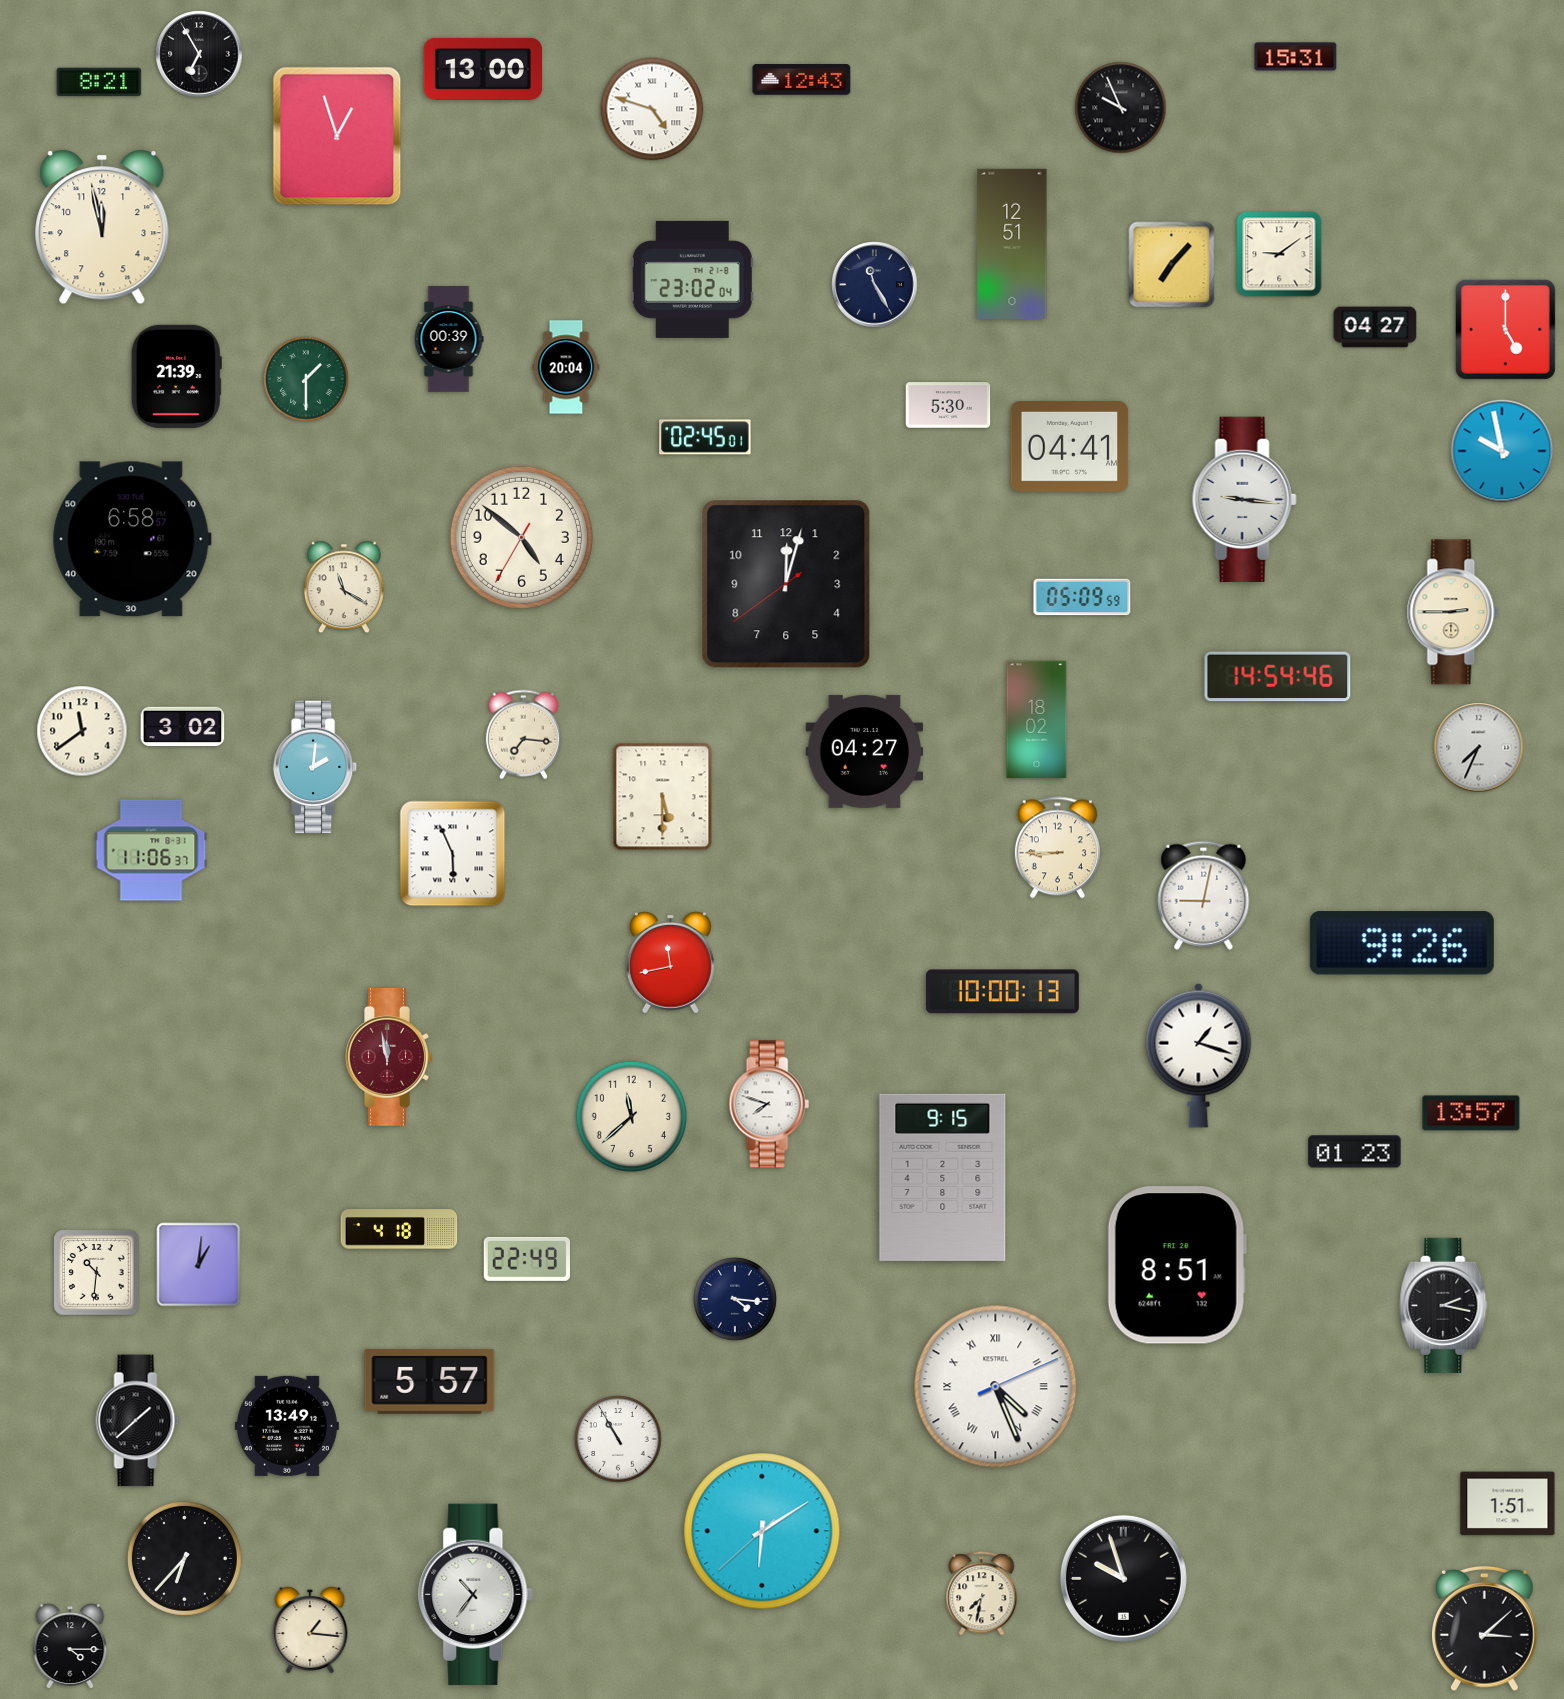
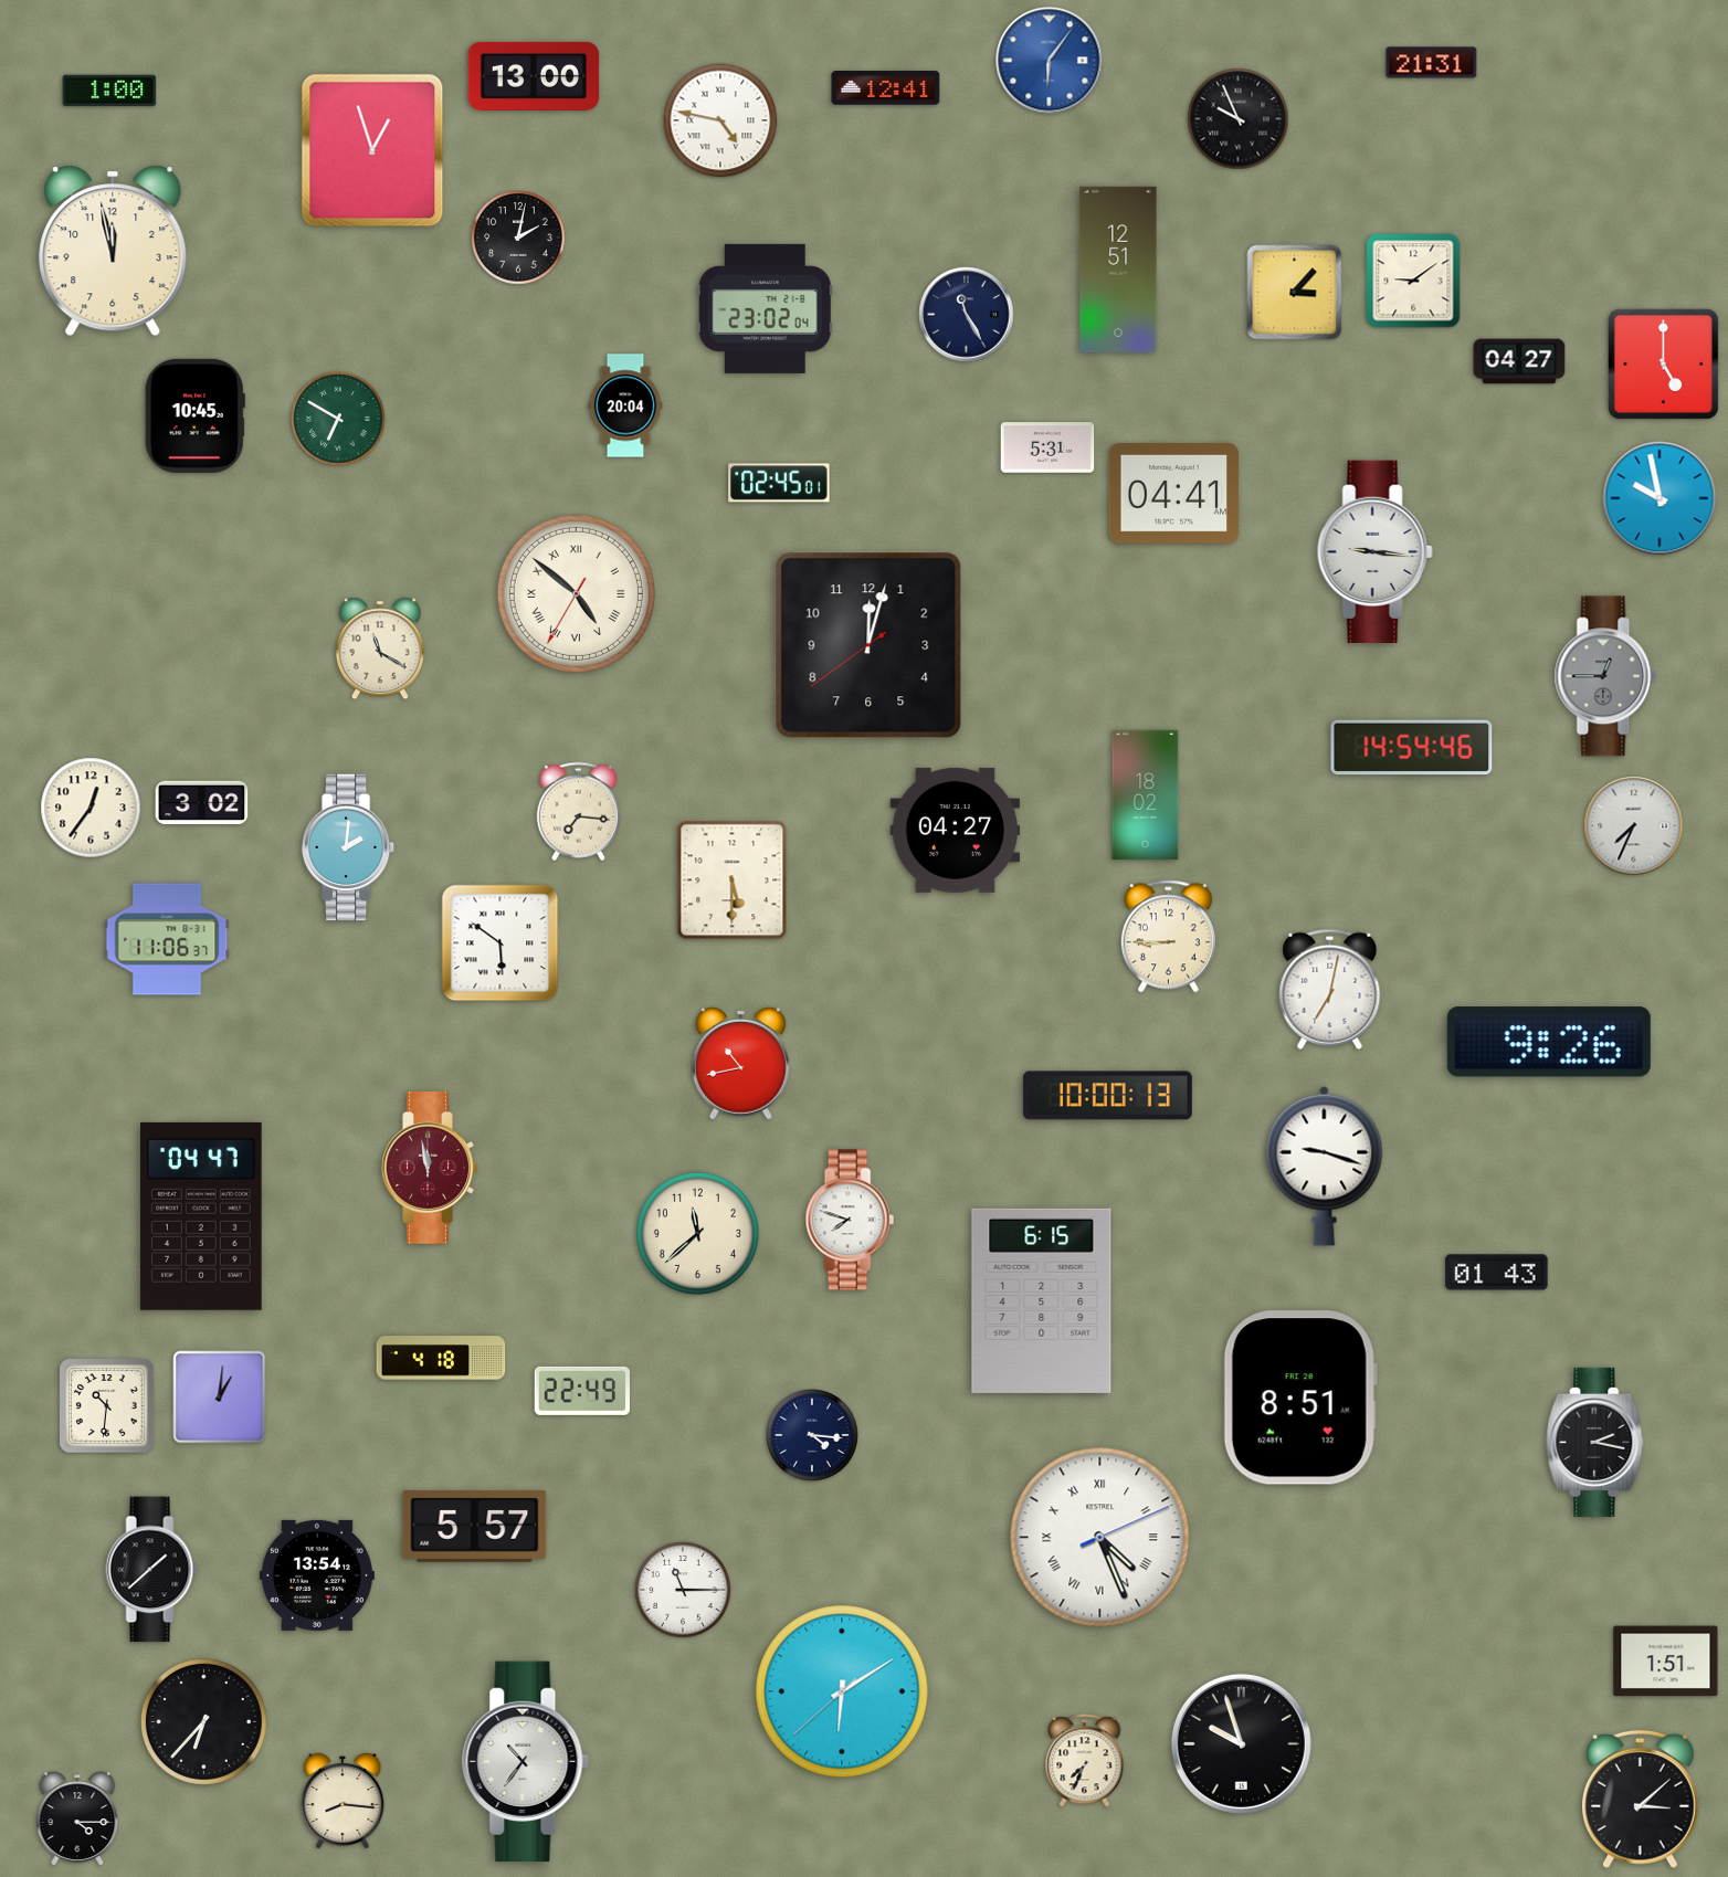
clock at (199, 54): 6:55 -> none
clock at (1050, 61): none -> 6:06
clock at (1296, 57): 15:31 -> 21:31
clock at (802, 80): 12:43 -> 12:41
clock at (99, 82): 8:21 -> 1:00
clock at (652, 109): 4:48 -> 4:47
clock at (518, 238): none -> 2:02
clock at (1172, 265): 7:07 -> 3:07
clock at (449, 339): 00:39 -> none
clock at (176, 376): 21:39 -> 10:45
clock at (306, 379): 1:30 -> 6:50
clock at (948, 405): 5:30 -> 5:31
clock at (1070, 446) position: (1070, 446) -> (1174, 493)
clock at (521, 537) numerals: Arabic -> Roman
clock at (132, 539): 6:58 -> none
clock at (1082, 597): 05:09 -> none
clock at (1453, 612): 2:45 -> 12:45
clock at (1453, 612) dial: cream -> grey
clock at (82, 731): 11:39 -> 12:36
clock at (453, 854): 5:56 -> 5:51
clock at (1204, 895): 9:02 -> 7:02
clock at (670, 962): 11:43 -> 10:43
clock at (1199, 1055): 1:18 -> 9:18
clock at (201, 1216): none -> 04:47
clock at (1471, 1113): 13:57 -> none
clock at (1355, 1152): 01:23 -> 01:43
clock at (943, 1177): 9:15 -> 6:15
clock at (996, 1387) position: (996, 1387) -> (1100, 1538)
clock at (287, 1426): 13:49 -> 13:54
clock at (618, 1439): 10:55 -> 11:15
clock at (982, 1594): 7:32 -> 7:34
clock at (310, 1631): 1:16 -> 8:16
